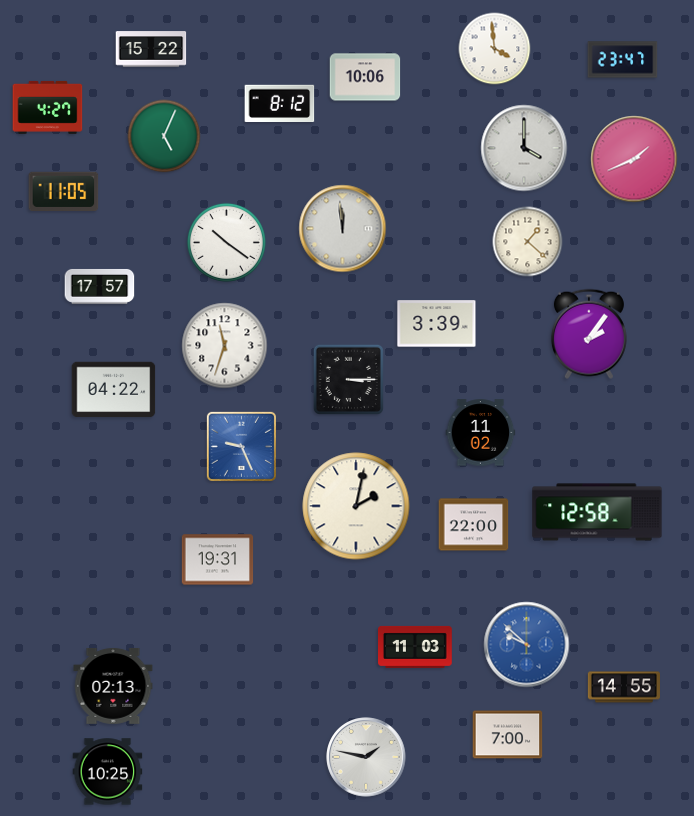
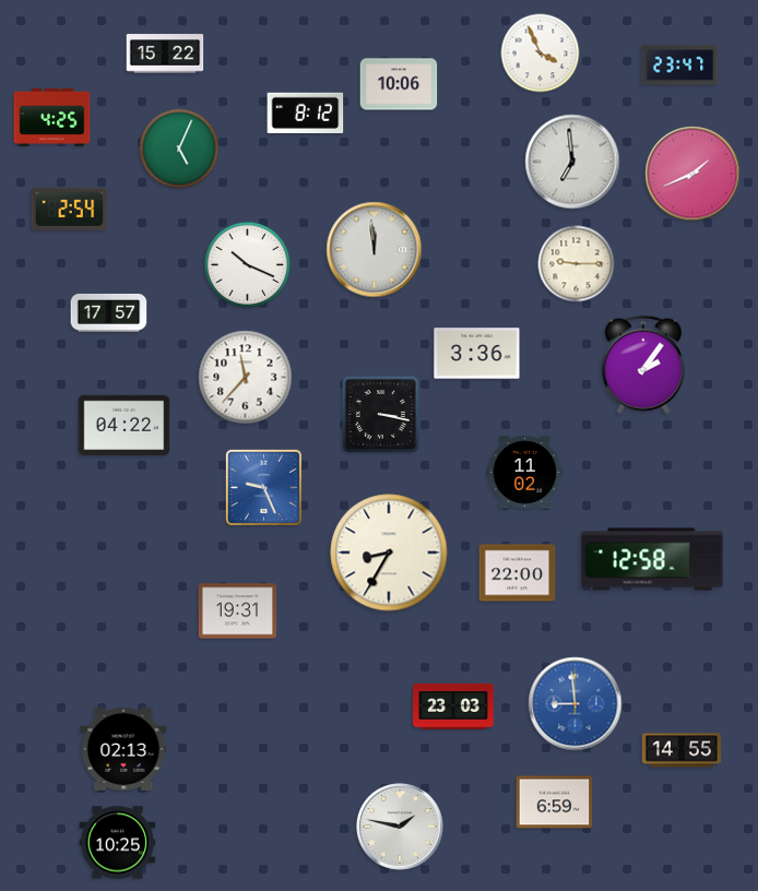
clock at (495, 49): 3:59 -> 3:56
clock at (48, 107): 4:27 -> 4:25
clock at (524, 148): 4:00 -> 6:59
clock at (64, 191): 11:05 -> 2:54
clock at (226, 242): 10:21 -> 10:19
clock at (528, 242): 1:22 -> 9:15
clock at (437, 324): 3:39 -> 3:36
clock at (225, 346): 11:33 -> 11:37
clock at (348, 379): 3:15 -> 3:17
clock at (356, 506): 2:02 -> 8:35
clock at (527, 645): 9:52 -> 8:59
clock at (416, 647): 11:03 -> 23:03
clock at (508, 735): 7:00 -> 6:59
